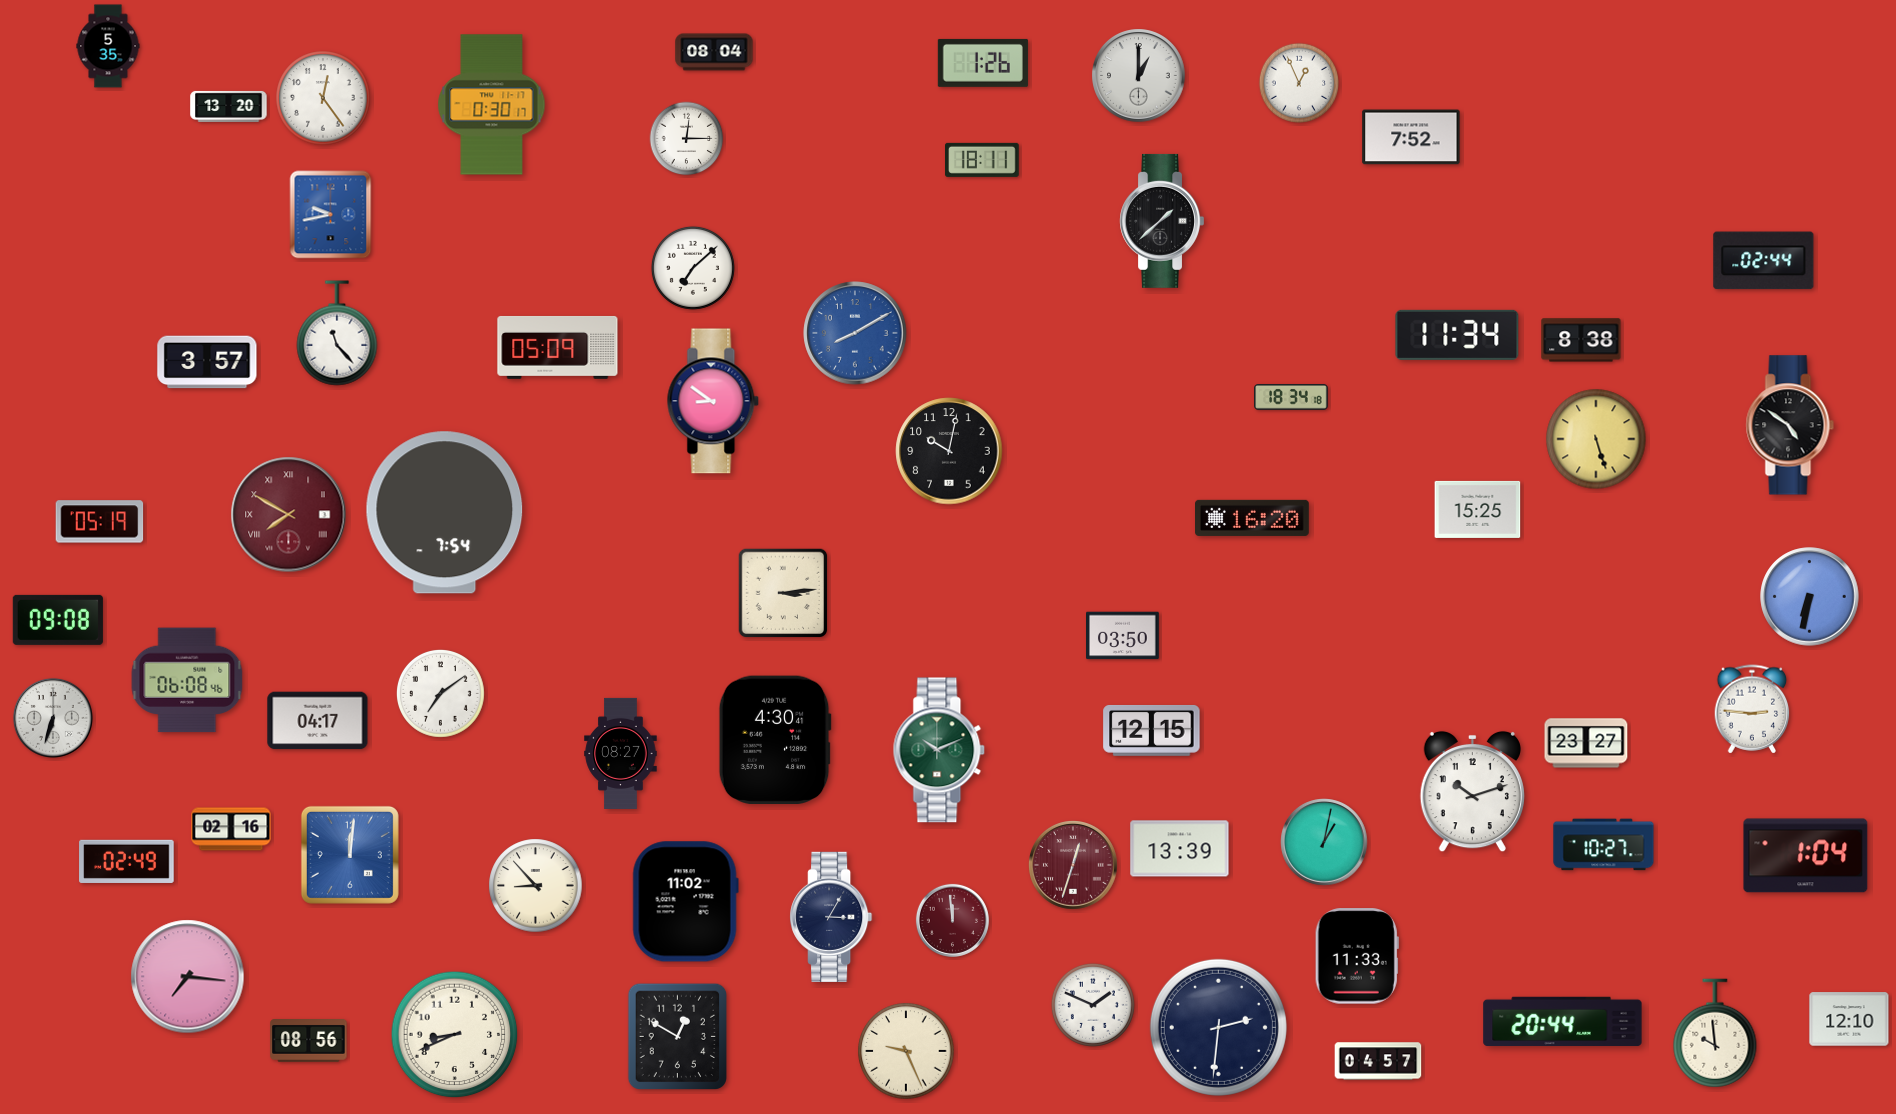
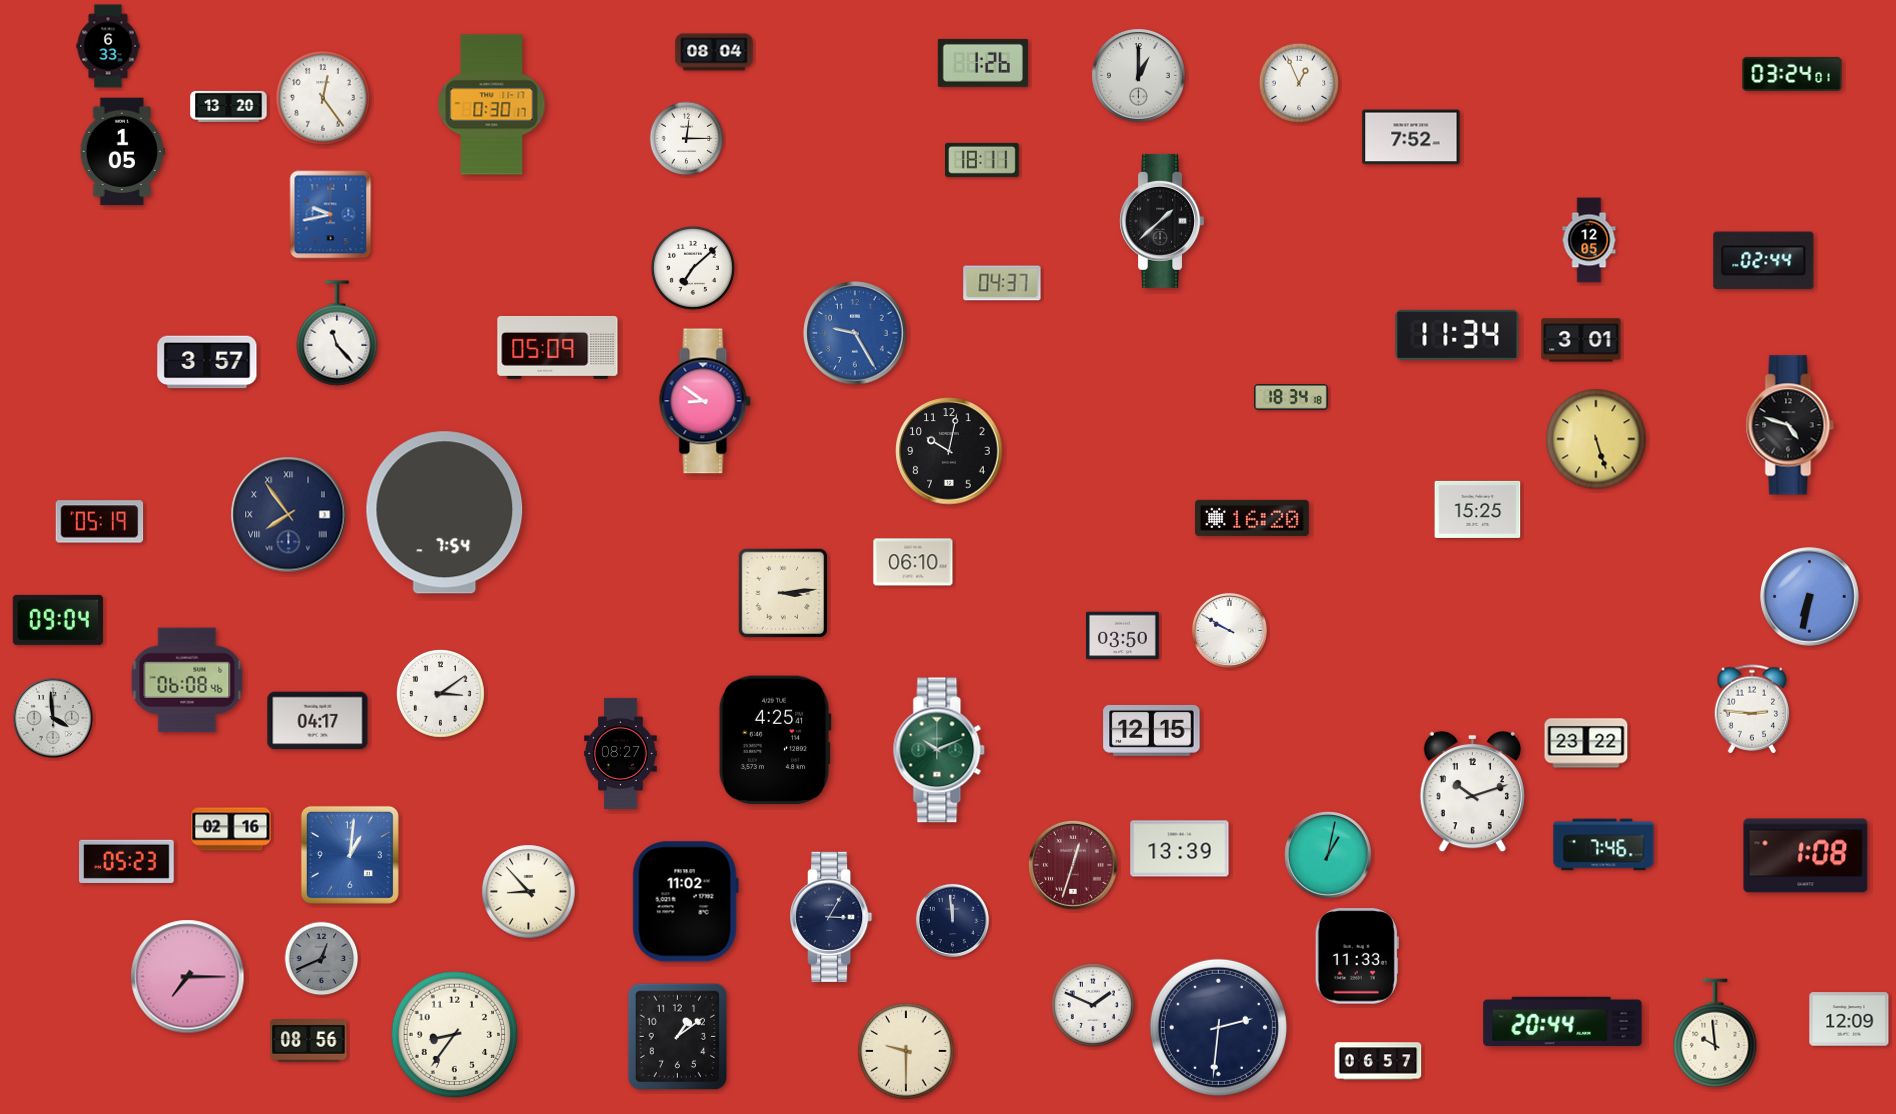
clock at (108, 46): 5:35 -> 6:33
clock at (1792, 74): none -> 03:24
clock at (122, 152): none -> 1:05
clock at (1589, 240): none -> 12:05
clock at (1002, 283): none -> 04:37
clock at (855, 333): 8:10 -> 9:25
clock at (1581, 340): 8:38 -> 3:01
clock at (713, 401) position: (713, 401) -> (705, 401)
clock at (1790, 425): 4:51 -> 4:48
clock at (289, 515): 7:50 -> 7:54
clock at (289, 515) dial: burgundy -> navy
clock at (913, 562): none -> 06:10
clock at (58, 620): 09:08 -> 09:04
clock at (1229, 630): none -> 9:50
clock at (441, 694): 7:09 -> 3:09
clock at (53, 718): 6:33 -> 3:59
clock at (775, 739): 4:30 -> 4:25
clock at (1586, 743): 23:27 -> 23:22
clock at (1325, 843) position: (1325, 843) -> (1329, 856)
clock at (1604, 845): 10:27 -> 7:46
clock at (350, 855): 12:01 -> 1:01
clock at (1806, 856): 1:04 -> 1:08
clock at (127, 861): 02:49 -> 05:23
clock at (536, 886) position: (536, 886) -> (529, 892)
clock at (952, 920) dial: burgundy -> navy
clock at (322, 959): none -> 12:41
clock at (188, 977): 7:16 -> 7:15
clock at (1849, 1019): 12:10 -> 12:09
clock at (455, 1035): 8:41 -> 8:36
clock at (677, 1037): 12:50 -> 1:09
clock at (906, 1051): 9:26 -> 9:30
clock at (1378, 1061): 04:57 -> 06:57
